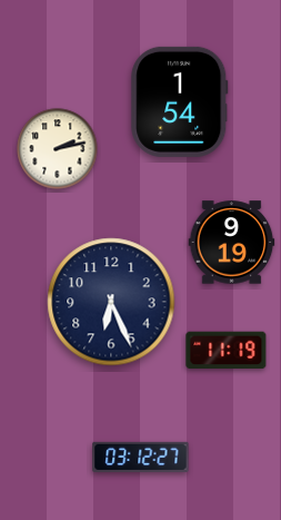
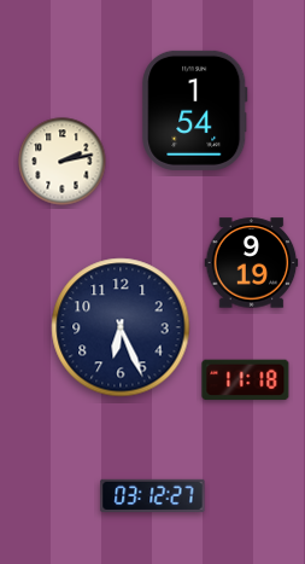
clock at (227, 351): 11:19 -> 11:18
